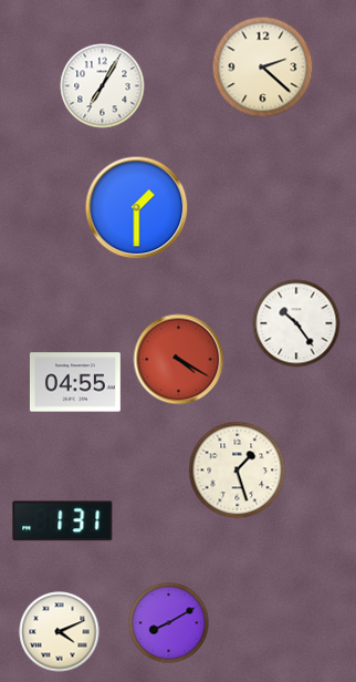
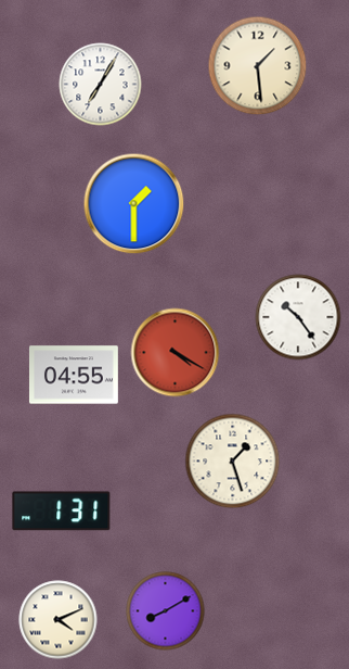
clock at (263, 68): 2:22 -> 1:29
clock at (296, 323) position: (296, 323) -> (298, 317)
